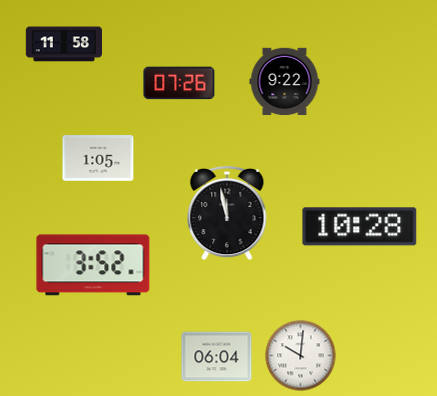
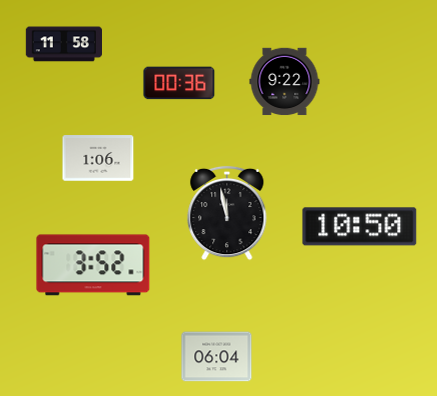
clock at (179, 83): 07:26 -> 00:36
clock at (98, 158): 1:05 -> 1:06
clock at (360, 227): 10:28 -> 10:50
clock at (301, 356): 10:01 -> none
